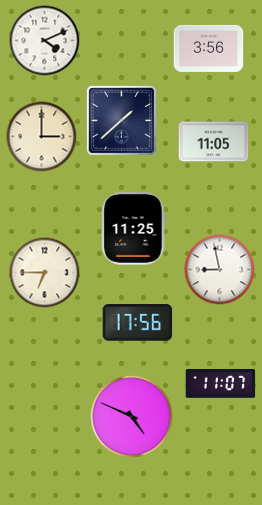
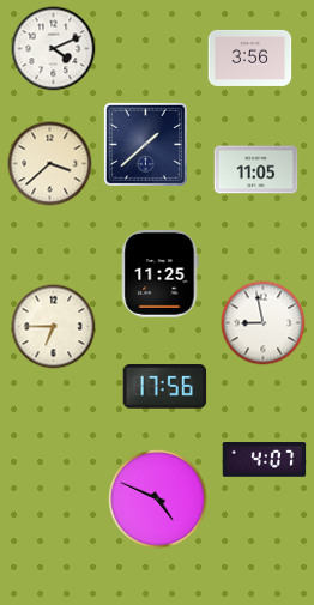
clock at (42, 137): 3:00 -> 3:38
clock at (221, 384): 11:07 -> 4:07
